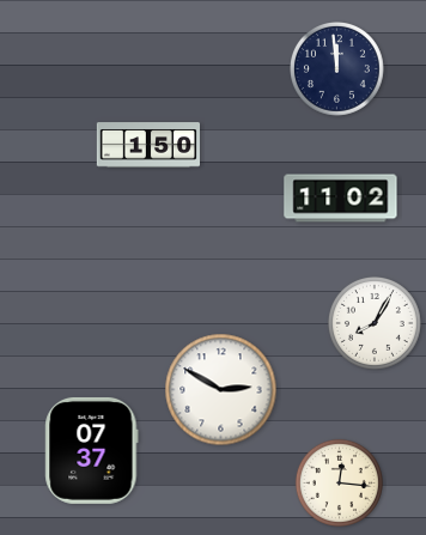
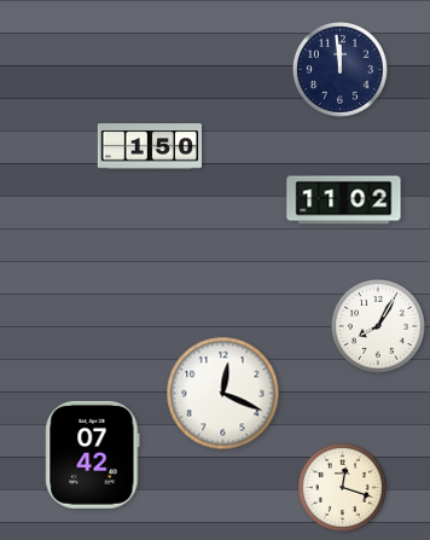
clock at (221, 390): 2:50 -> 12:19
clock at (92, 450): 07:37 -> 07:42
clock at (339, 482): 12:16 -> 12:18
